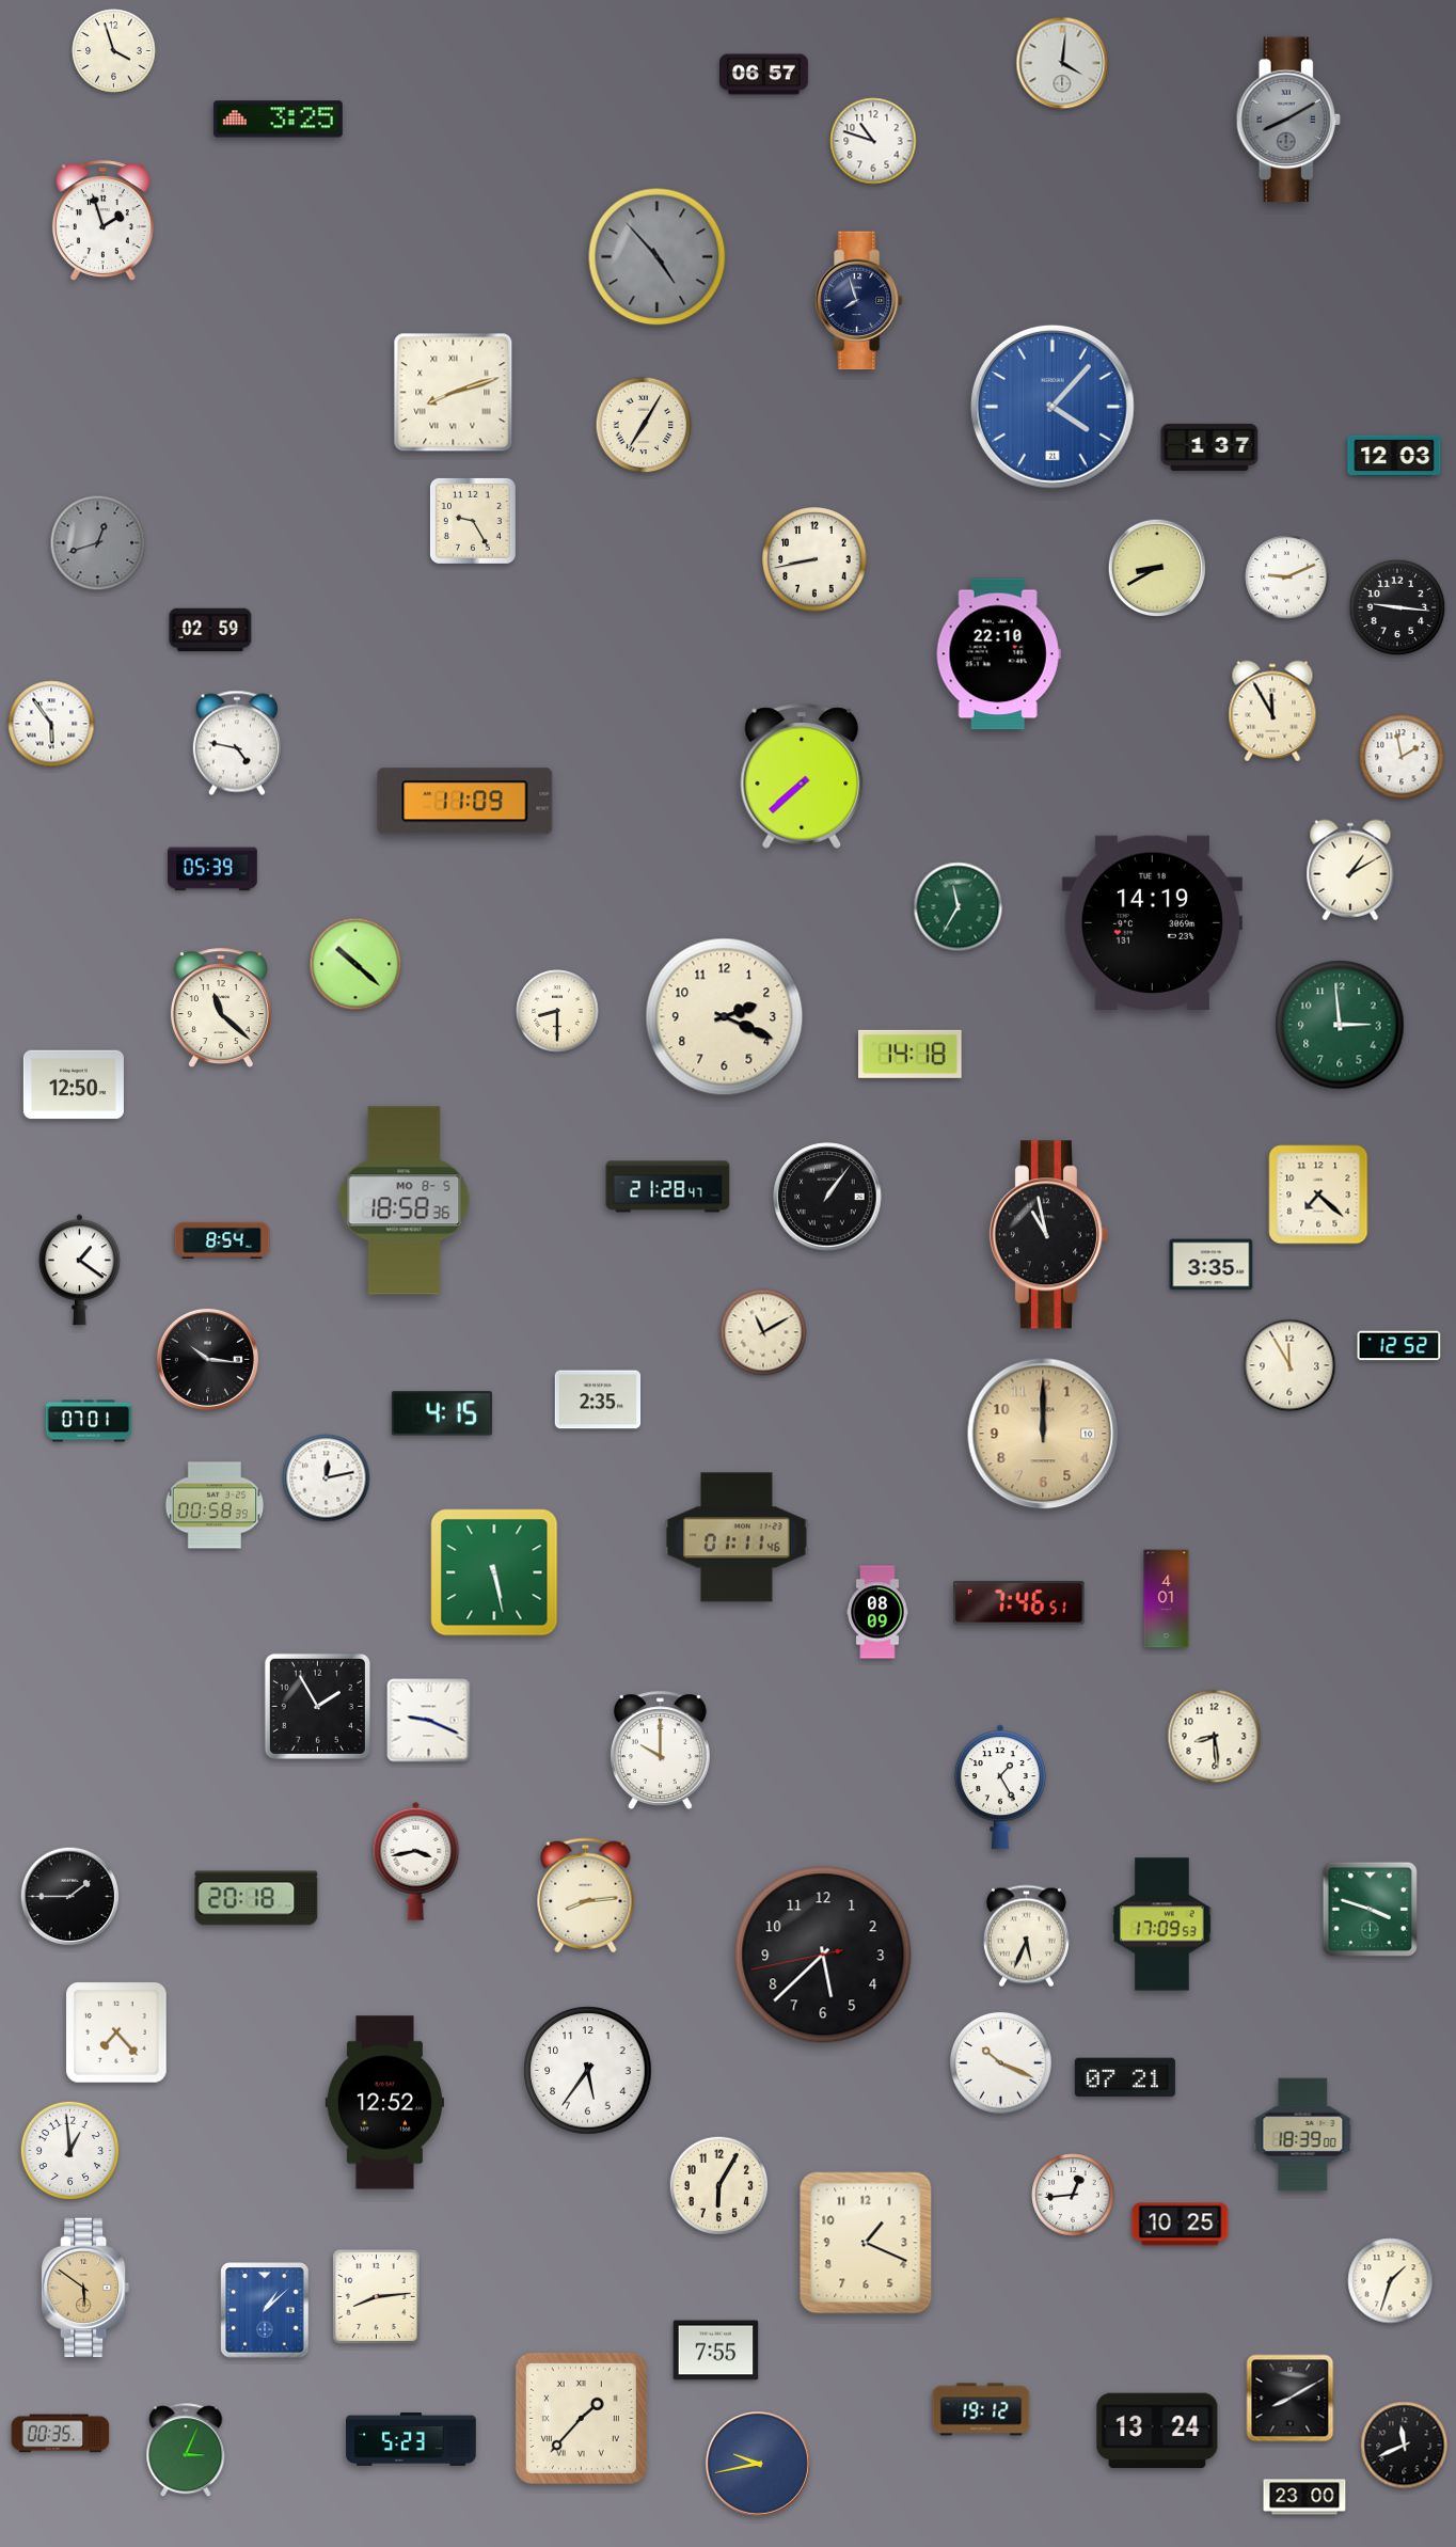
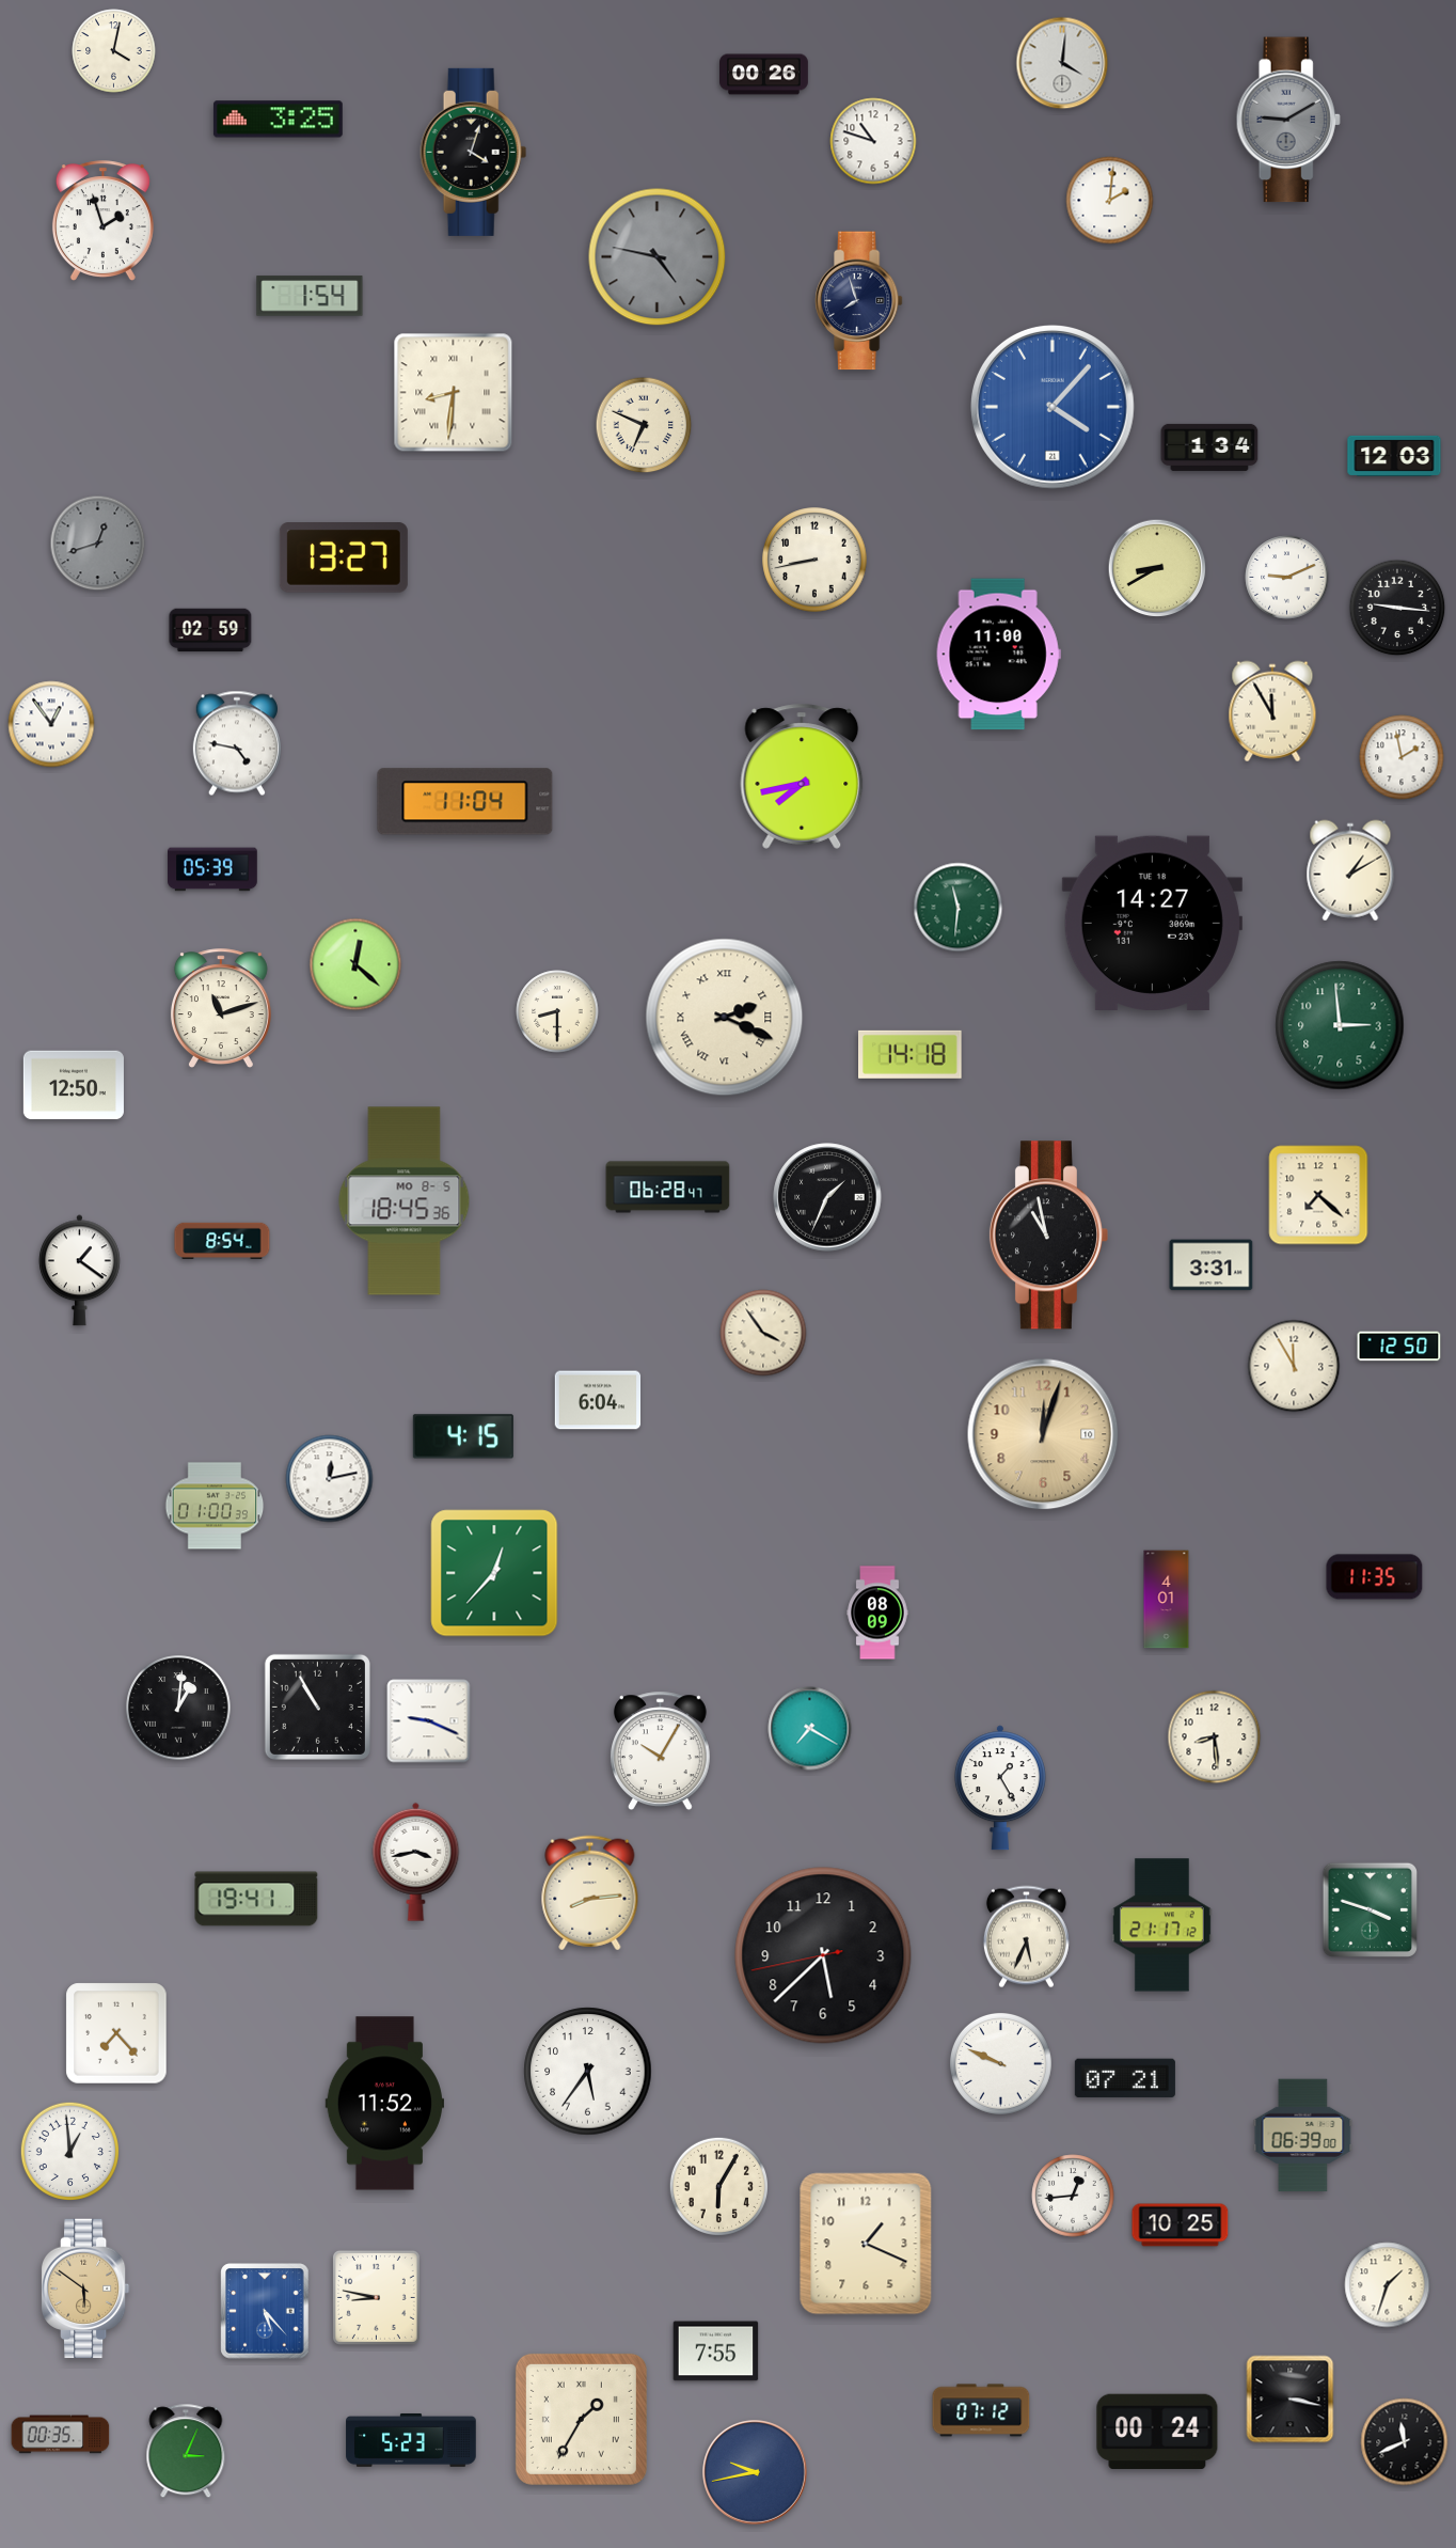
clock at (114, 51): 3:57 -> 4:02
clock at (764, 75): 06:57 -> 00:26
clock at (1288, 120): 8:10 -> 9:10
clock at (474, 152): none -> 4:03
clock at (1110, 201): none -> 2:01
clock at (658, 257): 4:53 -> 4:47
clock at (310, 296): none -> 1:54
clock at (454, 393): 8:12 -> 8:31
clock at (644, 425): 7:05 -> 6:49
clock at (1209, 447): 1:37 -> 1:34
clock at (473, 521): 9:25 -> none
clock at (344, 559): none -> 13:27
clock at (998, 654): 22:10 -> 11:00
clock at (51, 724): 5:54 -> 12:54
clock at (802, 776): 7:38 -> 7:43
clock at (465, 802): 11:09 -> 11:04
clock at (959, 907): 11:35 -> 11:31
clock at (1152, 922): 14:19 -> 14:27
clock at (355, 964): 10:22 -> 12:22
clock at (221, 1008): 11:22 -> 11:12
clock at (725, 1017) numerals: Arabic -> Roman
clock at (668, 1187): 21:28 -> 06:28
clock at (827, 1197): 1:06 -> 1:34
clock at (405, 1201): 18:58 -> 18:45
clock at (1212, 1265): 3:35 -> 3:31
clock at (763, 1332): 11:10 -> 3:54
clock at (1399, 1346): 12:52 -> 12:50
clock at (207, 1359): 10:16 -> none
clock at (1289, 1365) position: (1289, 1365) -> (1294, 1366)
clock at (598, 1399): 2:35 -> 6:04
clock at (442, 1413) position: (442, 1413) -> (463, 1436)
clock at (89, 1421): 07:01 -> none
clock at (1043, 1434): 12:00 -> 12:03
clock at (327, 1478) position: (327, 1478) -> (330, 1479)
clock at (215, 1505): 00:58 -> 01:00
clock at (737, 1537): 01:11 -> none
clock at (494, 1572): 5:28 -> 12:37
clock at (1375, 1577): none -> 11:35
clock at (1019, 1602): 7:46 -> none
clock at (317, 1706): 1:55 -> 10:55
clock at (178, 1708): none -> 1:01
clock at (810, 1729): none -> 7:20
clock at (660, 1750): 10:00 -> 10:05
clock at (586, 1896) position: (586, 1896) -> (590, 1893)
clock at (70, 1897): 1:45 -> none
clock at (256, 1898): 20:18 -> 19:41
clock at (1161, 1925): 17:09 -> 21:17
clock at (1000, 2062): 10:19 -> 9:49
clock at (384, 2103): 12:52 -> 11:52
clock at (1303, 2135): 18:39 -> 06:39
clock at (1391, 2281) position: (1391, 2281) -> (1388, 2285)
clock at (376, 2296): 8:14 -> 8:47
clock at (265, 2310): 1:08 -> 5:23
clock at (1291, 2399): 8:10 -> 3:17
clock at (981, 2409): 19:12 -> 07:12
clock at (581, 2418): 1:37 -> 1:35
clock at (1157, 2431): 13:24 -> 00:24
clock at (1405, 2446) position: (1405, 2446) -> (1405, 2442)
clock at (759, 2465) position: (759, 2465) -> (756, 2473)
clock at (1304, 2497): 23:00 -> none
